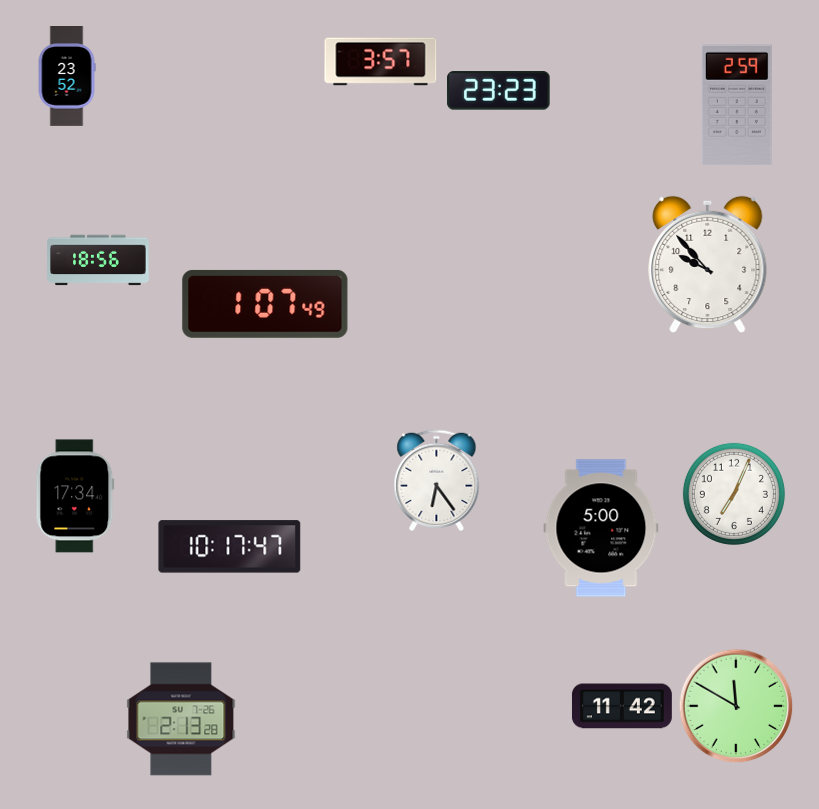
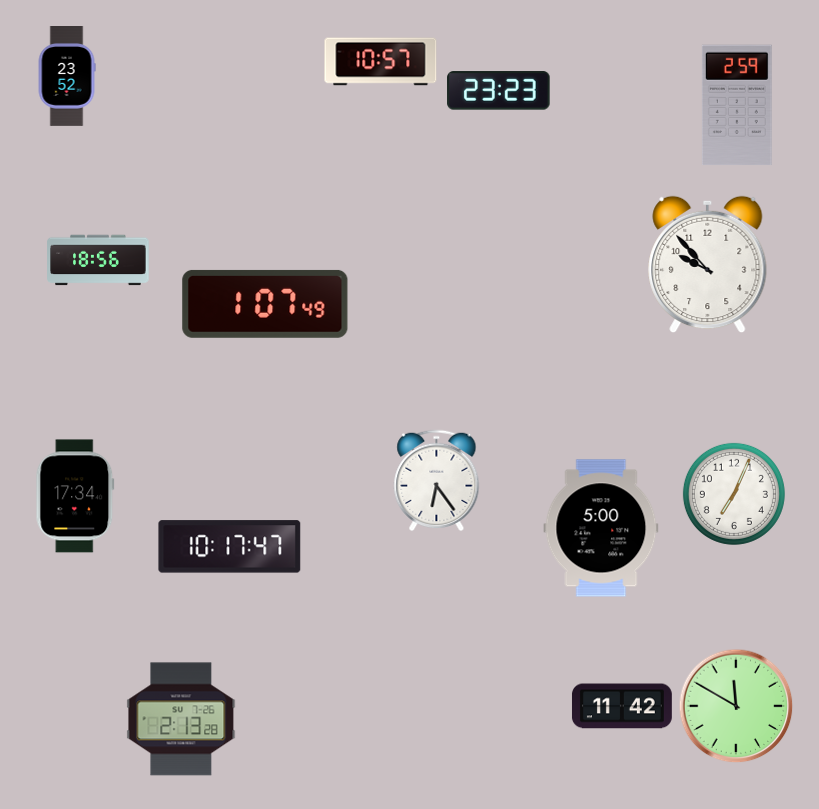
clock at (381, 62): 3:57 -> 10:57
